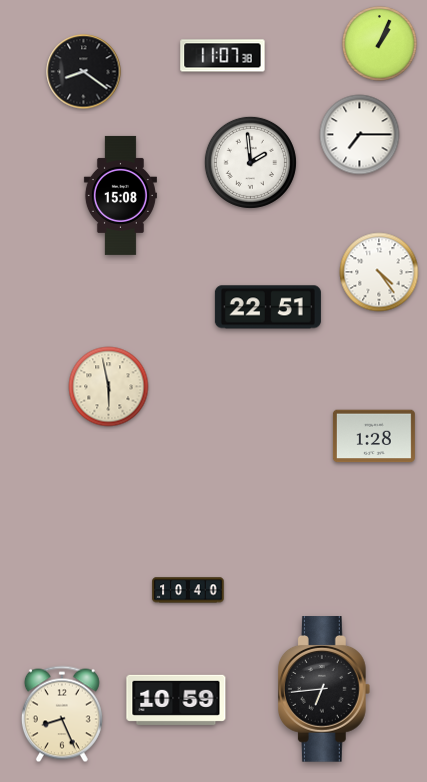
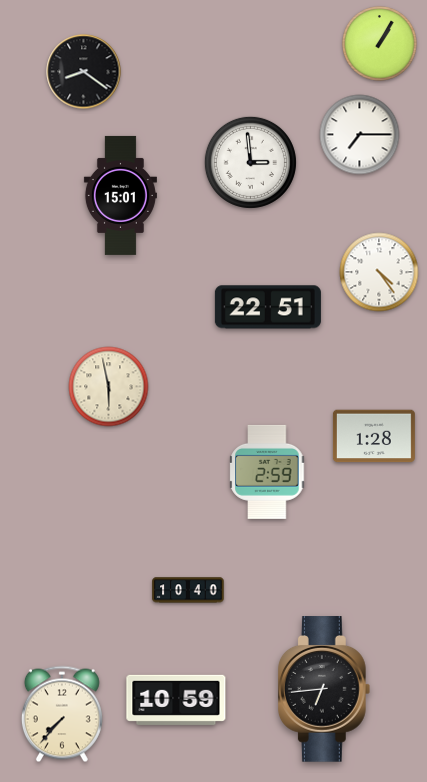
clock at (380, 44): 1:04 -> 1:05
clock at (223, 56): 11:07 -> none
clock at (250, 162): 1:59 -> 2:59
clock at (120, 195): 15:08 -> 15:01
clock at (267, 472): none -> 2:59
clock at (62, 714): 8:26 -> 7:37
